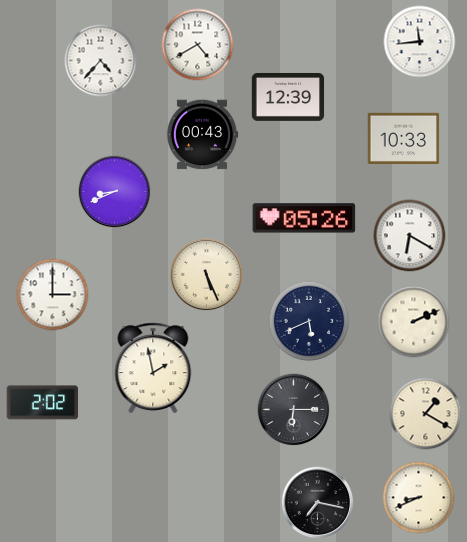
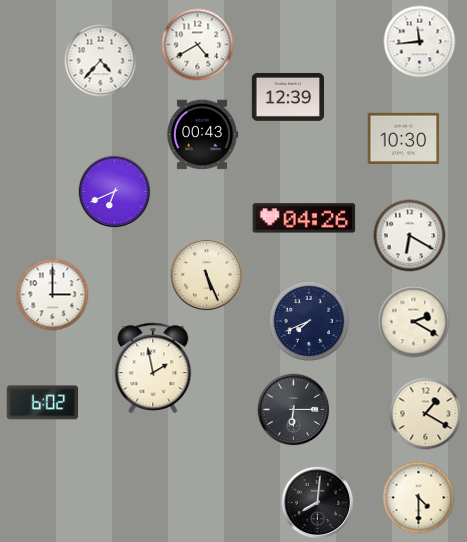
clock at (404, 138): 10:33 -> 10:30
clock at (115, 192): 8:41 -> 6:41
clock at (304, 218): 05:26 -> 04:26
clock at (309, 321): 5:41 -> 7:41
clock at (414, 322): 2:11 -> 2:20
clock at (43, 403): 2:02 -> 6:02
clock at (419, 498): 8:41 -> 4:30
clock at (318, 503): 7:17 -> 8:01
